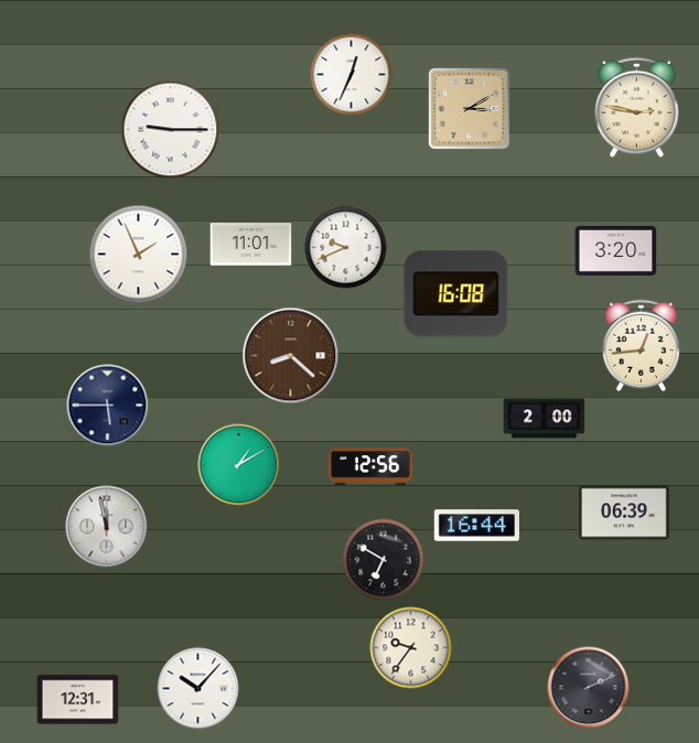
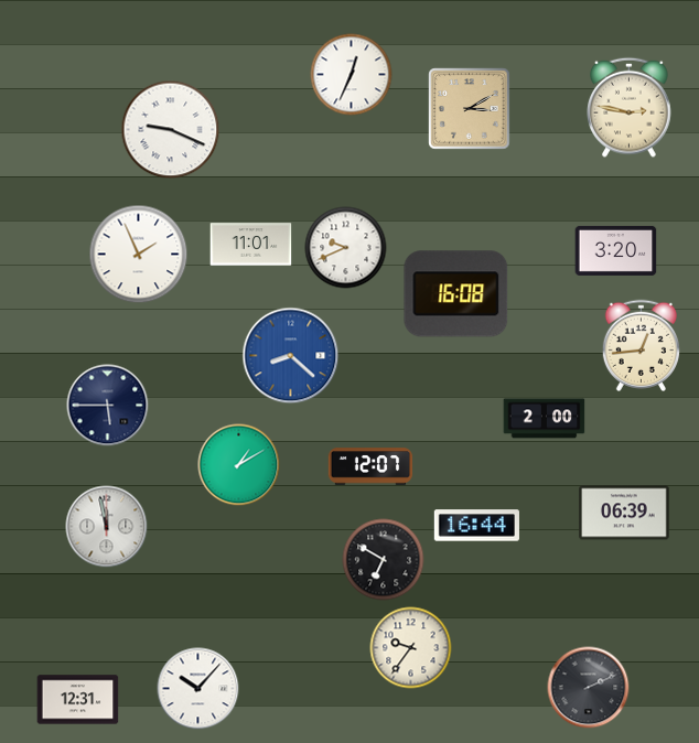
clock at (637, 107) position: (637, 107) -> (630, 107)
clock at (171, 130): 9:15 -> 9:19
clock at (291, 356) dial: brown -> blue
clock at (370, 466): 12:56 -> 12:07
